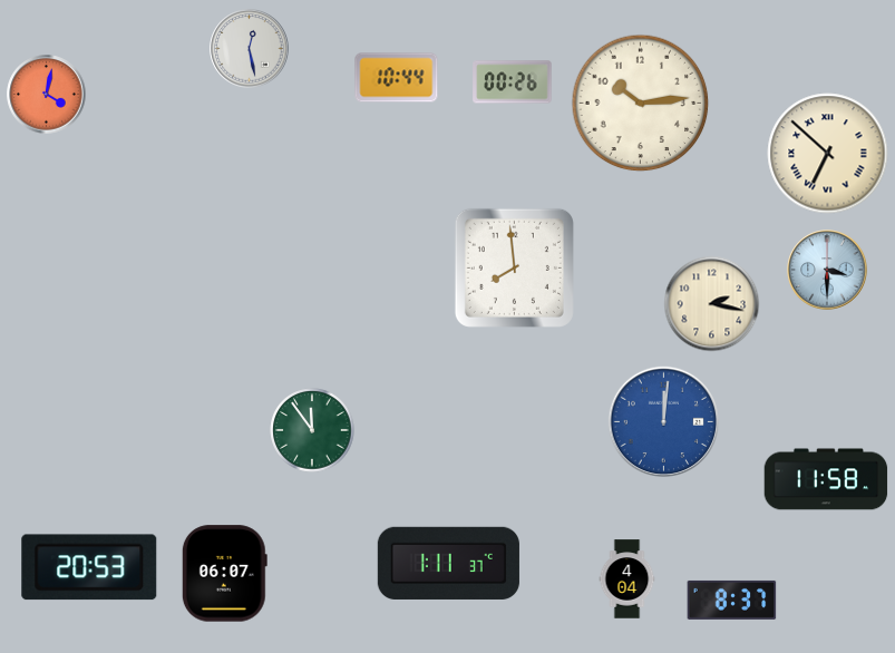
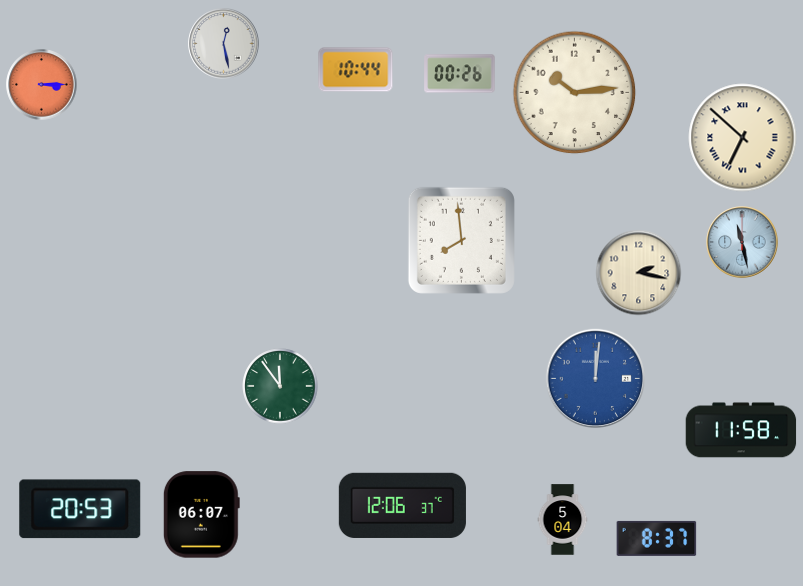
clock at (47, 95): 4:02 -> 3:15
clock at (827, 270): 3:30 -> 11:28
clock at (448, 563): 1:11 -> 12:06
clock at (628, 579): 4:04 -> 5:04
